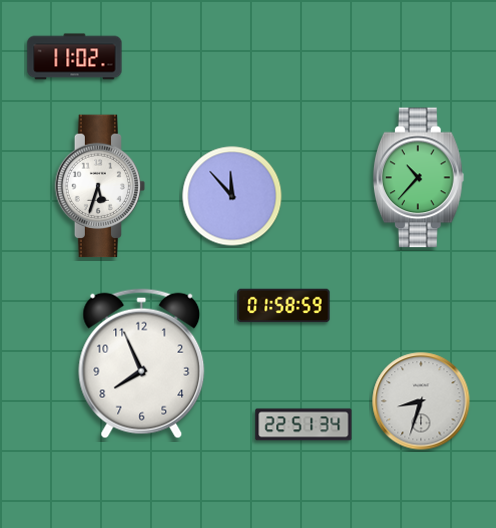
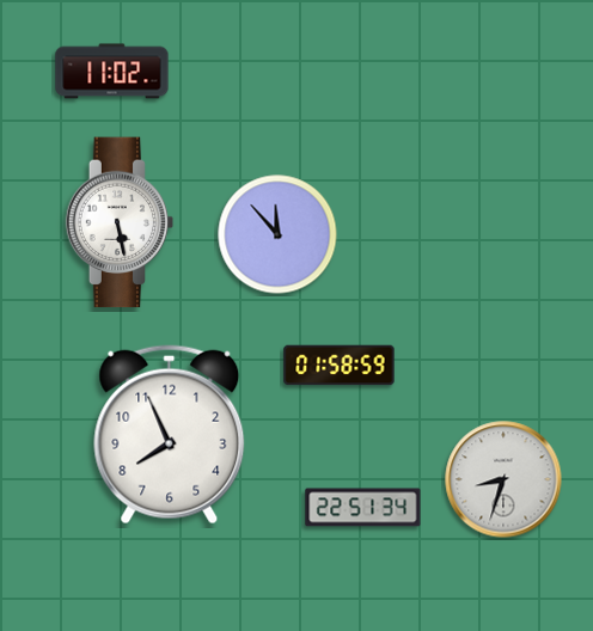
clock at (75, 57) position: (75, 57) -> (112, 72)
clock at (418, 178): 10:37 -> none
clock at (100, 186): 5:33 -> 5:28
